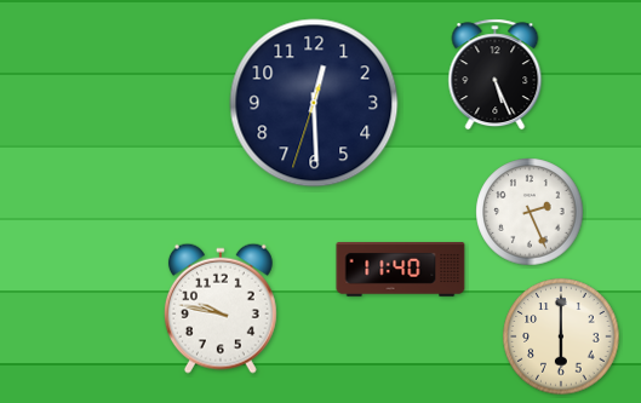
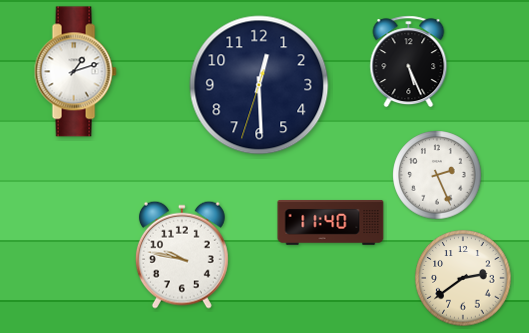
clock at (75, 72): none -> 1:12
clock at (561, 336): 6:00 -> 2:39
